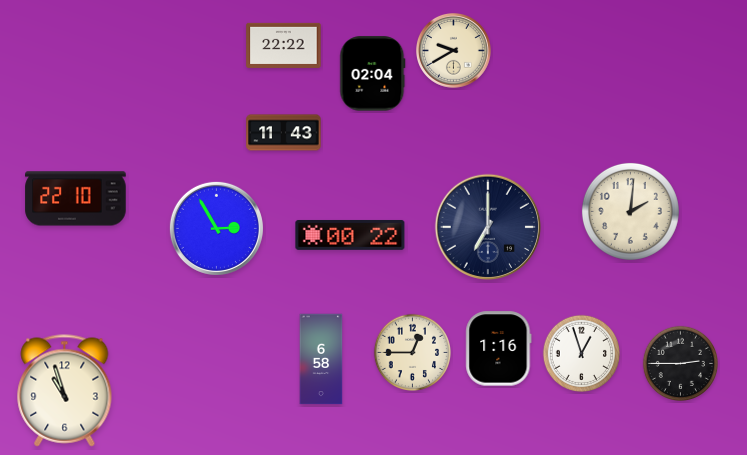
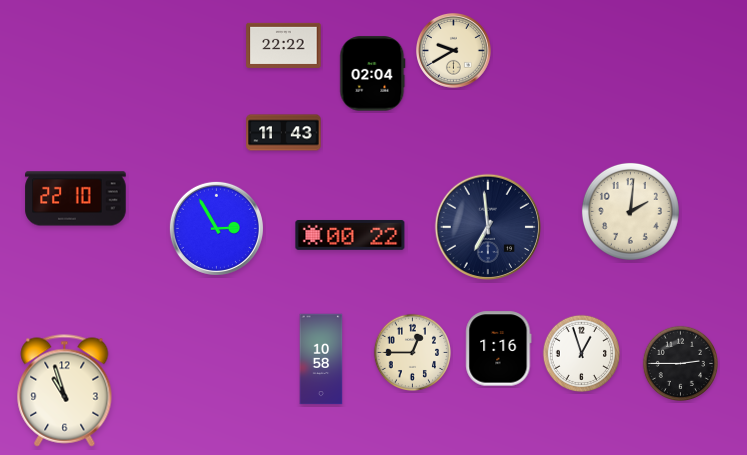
clock at (487, 226): 7:00 -> 6:59
clock at (321, 359): 6:58 -> 10:58
